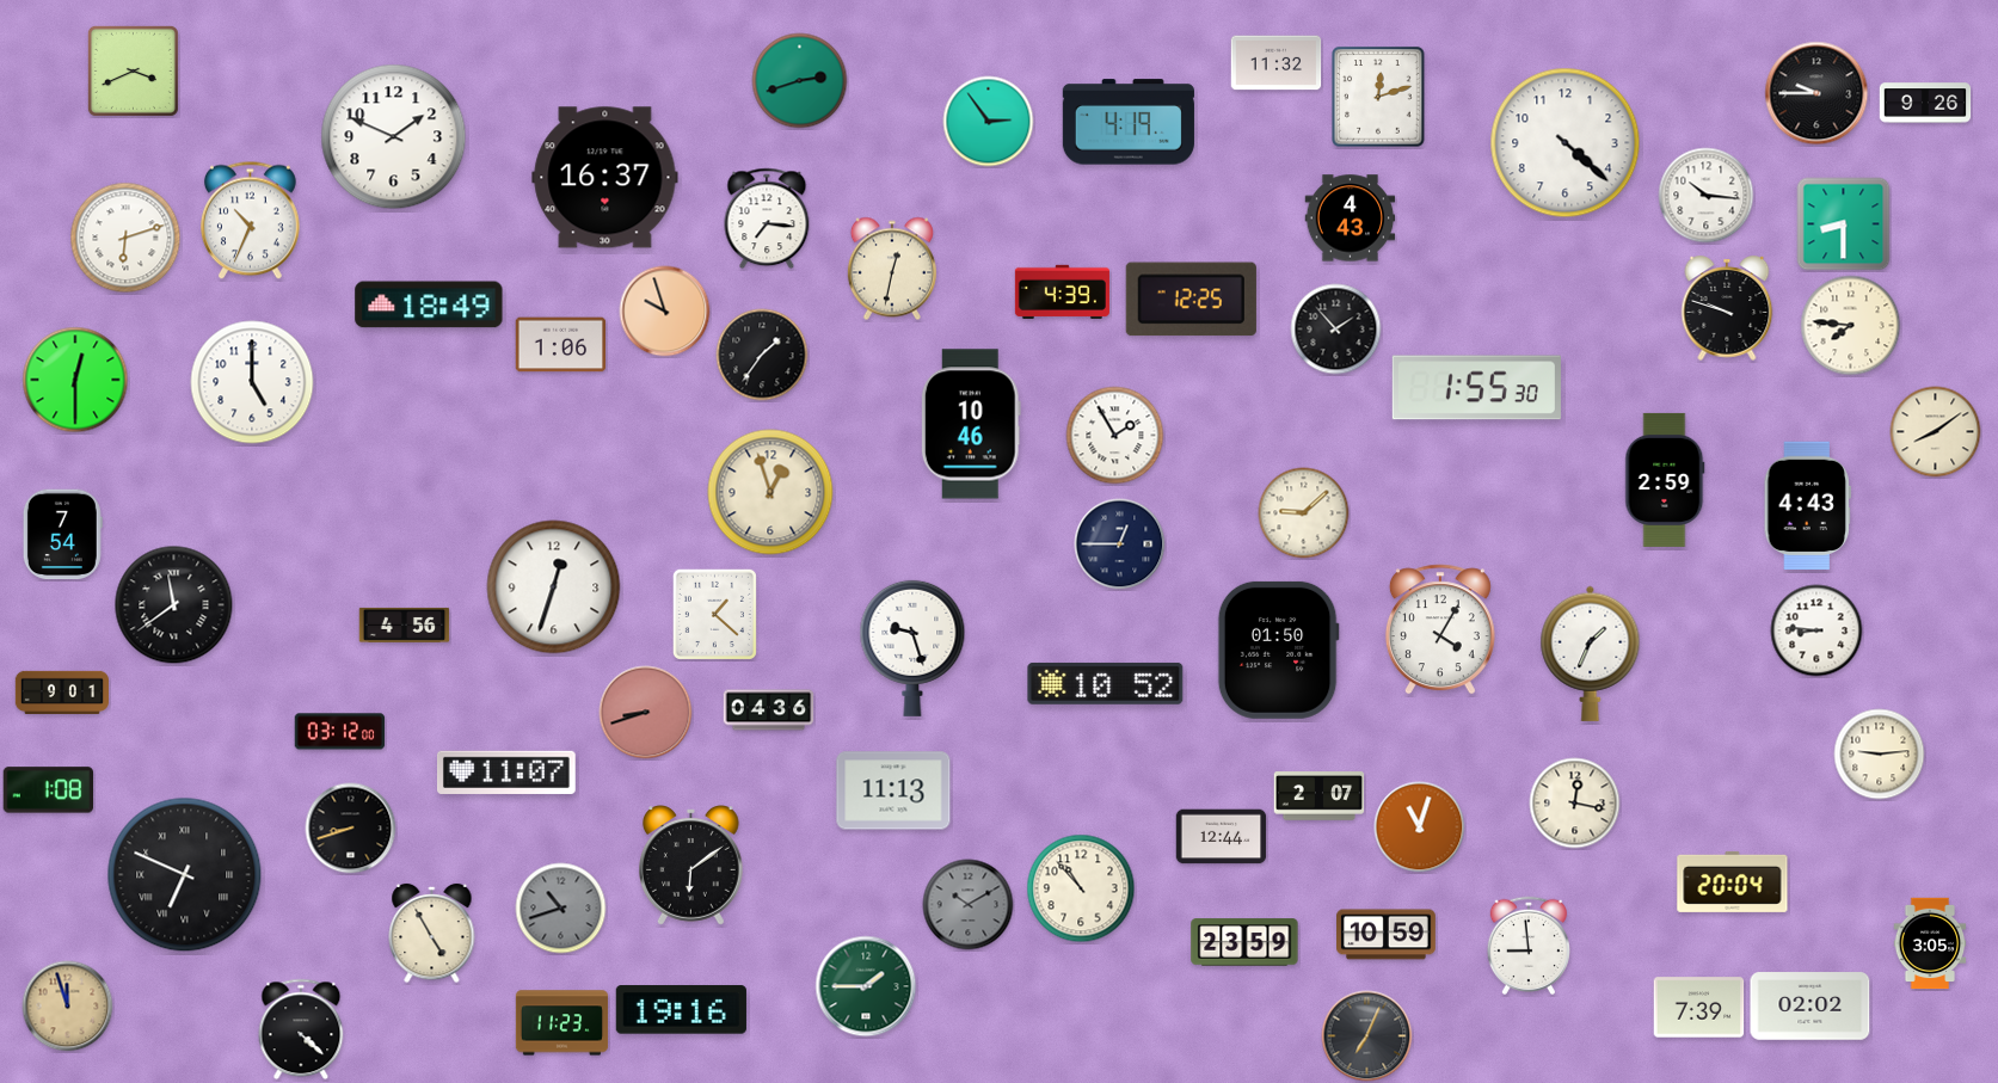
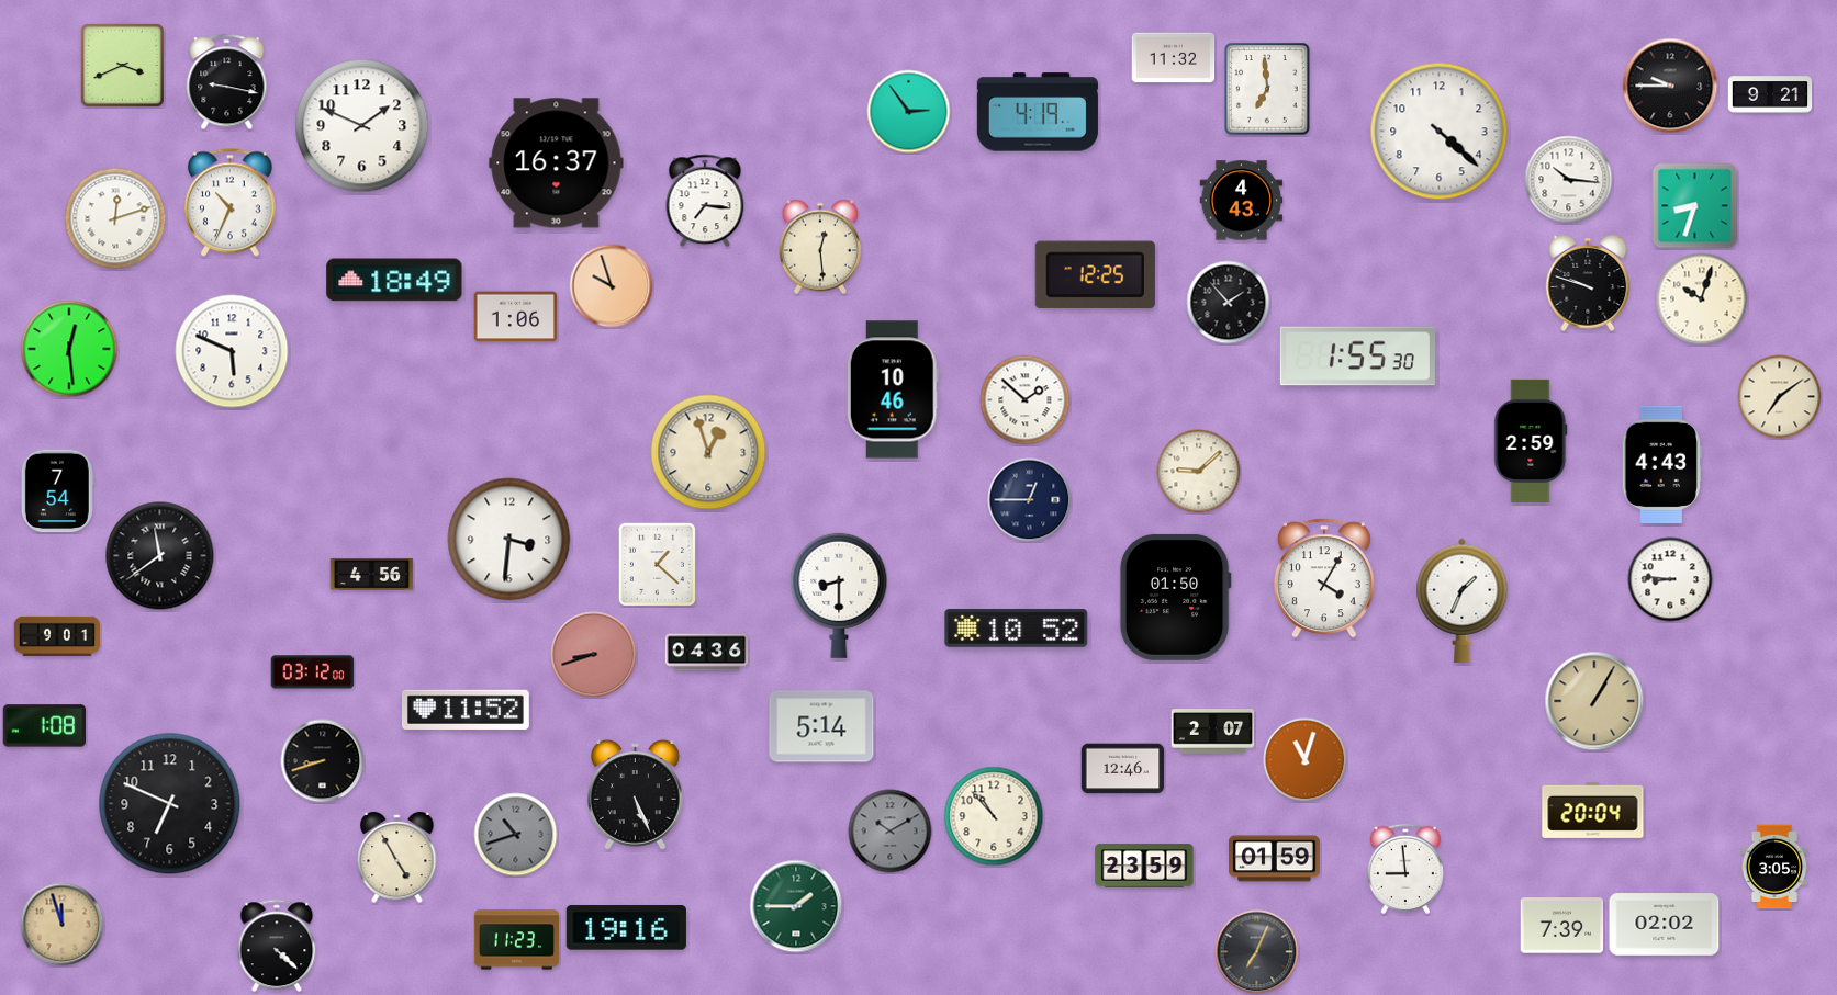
clock at (800, 81): 2:42 -> none
clock at (227, 82): none -> 9:17
clock at (1378, 97): 12:12 -> 6:59
clock at (1925, 103): 9:26 -> 9:21
clock at (1844, 224): 8:30 -> 8:33
clock at (125, 238): 6:12 -> 12:12
clock at (892, 269): 12:32 -> 12:29
clock at (1062, 291): 4:39 -> none
clock at (1851, 326): 7:46 -> 10:03
clock at (762, 355): 1:36 -> none
clock at (75, 380): 12:30 -> 12:29
clock at (252, 382): 5:00 -> 5:49
clock at (1936, 432): 8:09 -> 7:09
clock at (1115, 436): 1:55 -> 1:52
clock at (554, 587): 12:33 -> 3:31
clock at (912, 648): 9:27 -> 8:30
clock at (1880, 755): 9:14 -> none
clock at (1594, 701): none -> 1:05
clock at (508, 773): 11:07 -> 11:52
clock at (893, 790): 11:13 -> 5:14
clock at (1575, 804): 12:17 -> none
clock at (1222, 837): 12:44 -> 12:46
clock at (691, 866): 6:09 -> 5:26
clock at (185, 875) numerals: Roman -> Arabic
clock at (1387, 935): 10:59 -> 01:59
